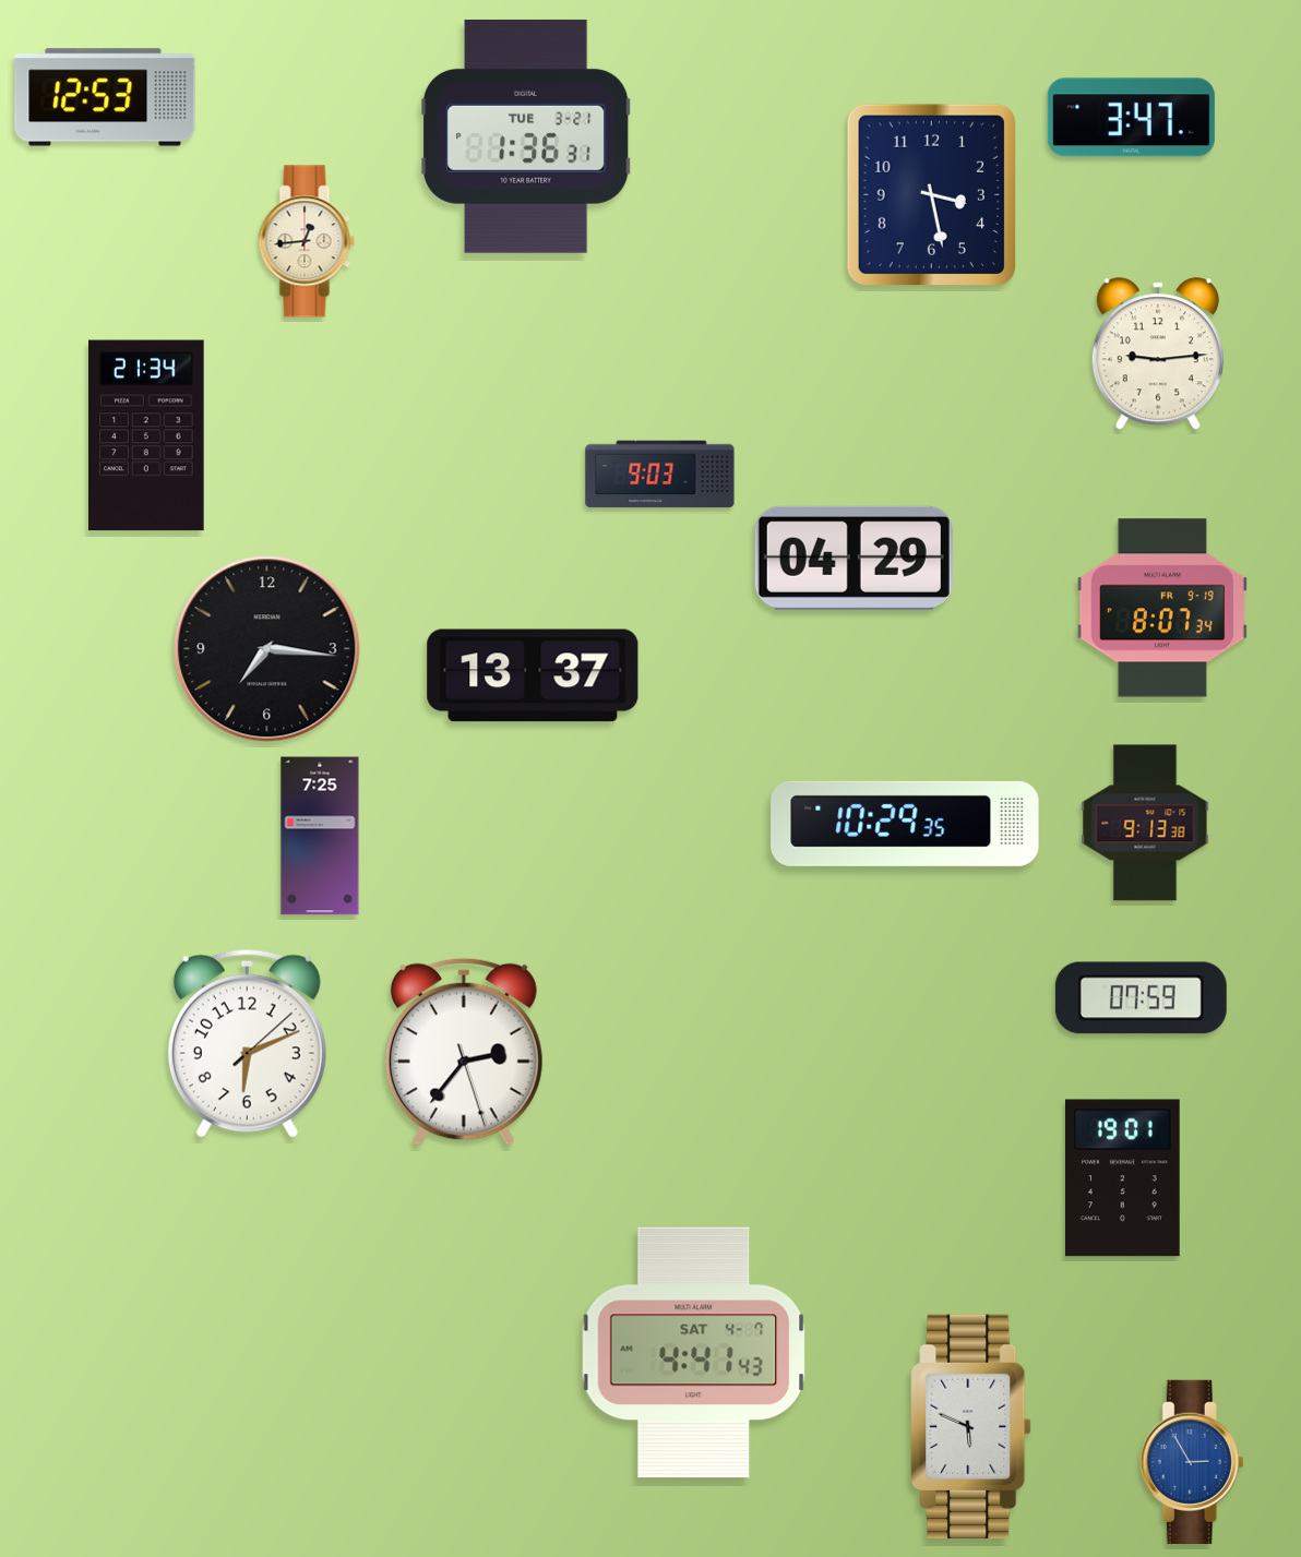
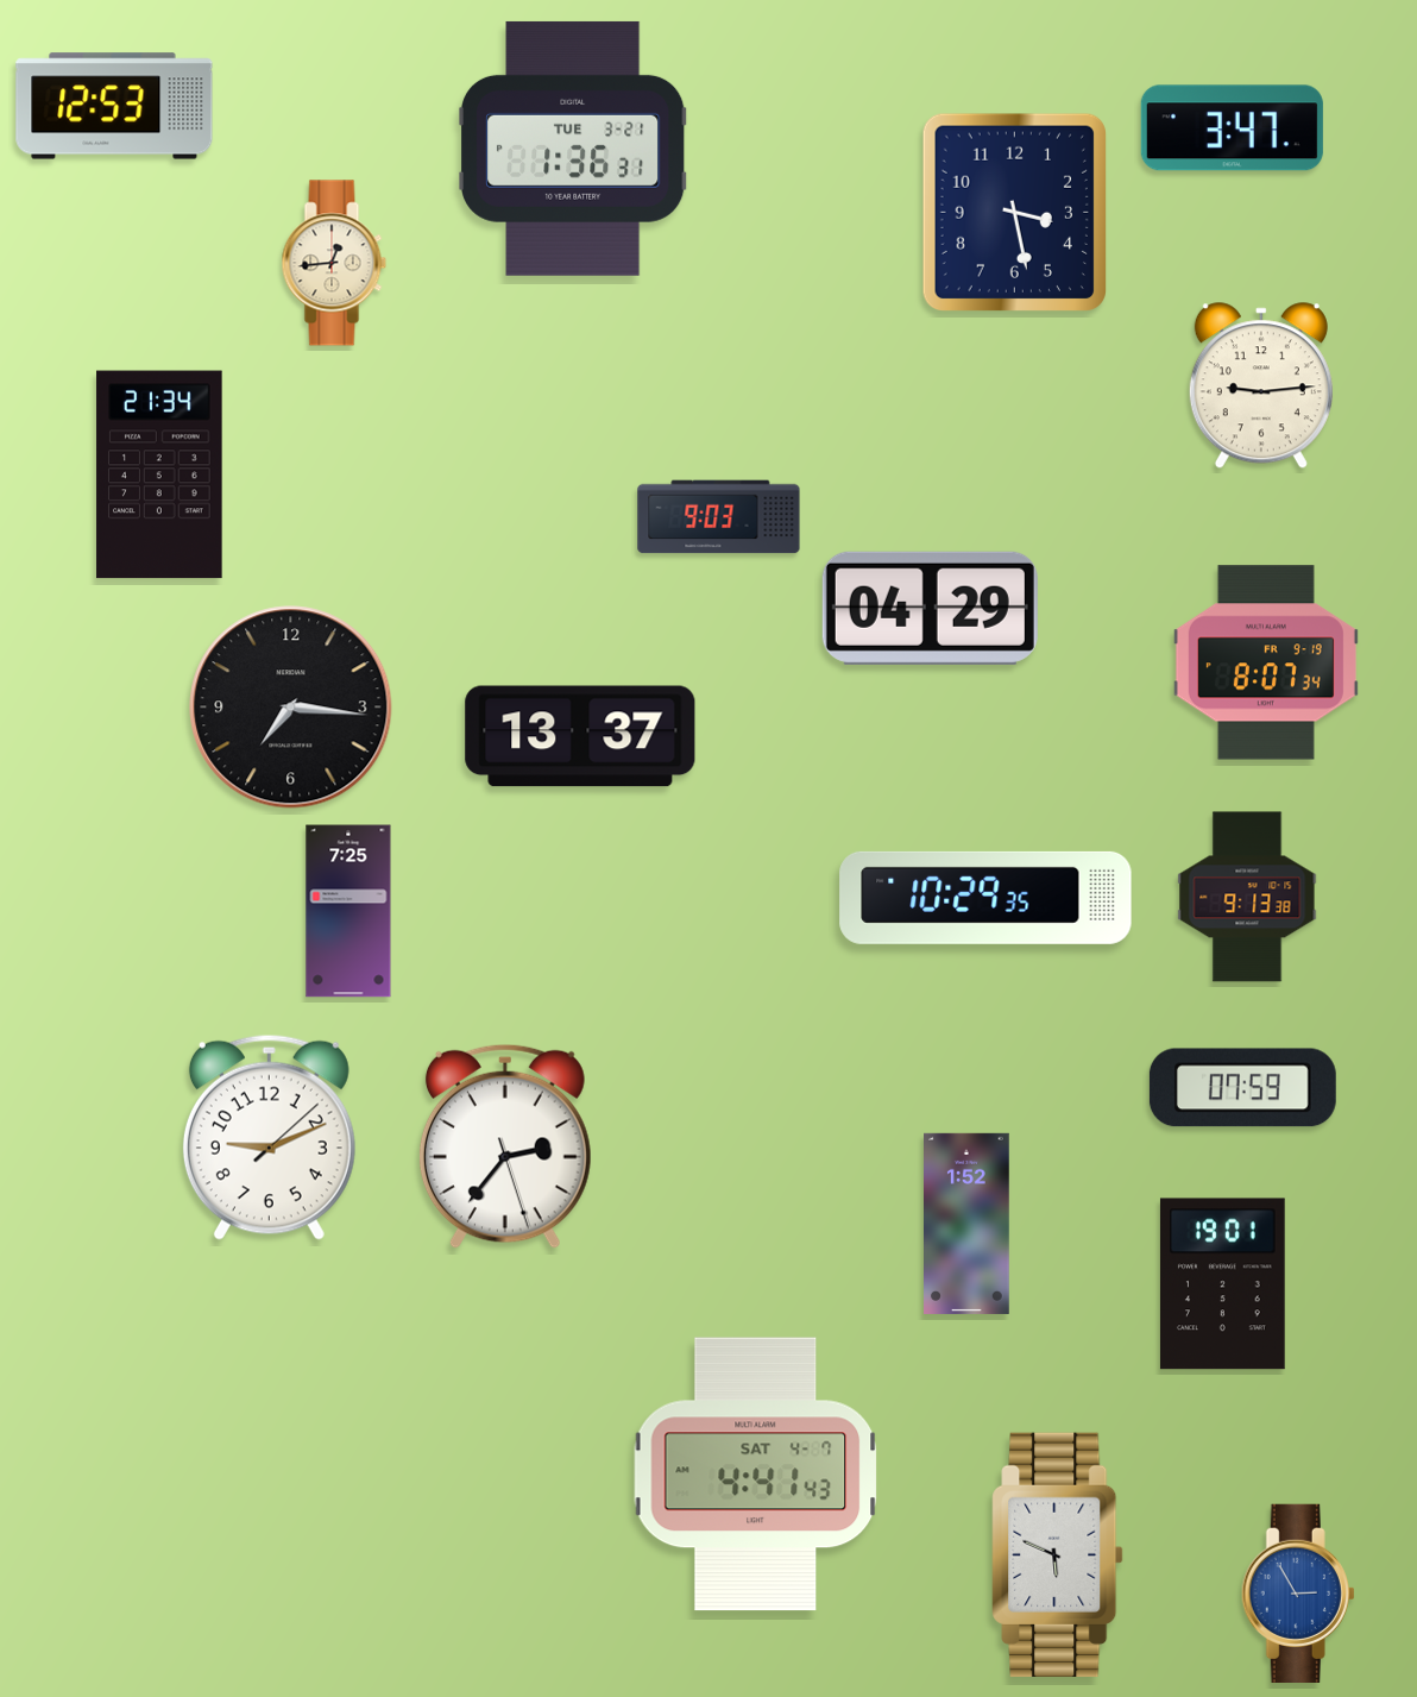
clock at (247, 1043): 6:11 -> 9:11
clock at (968, 1224): none -> 1:52
